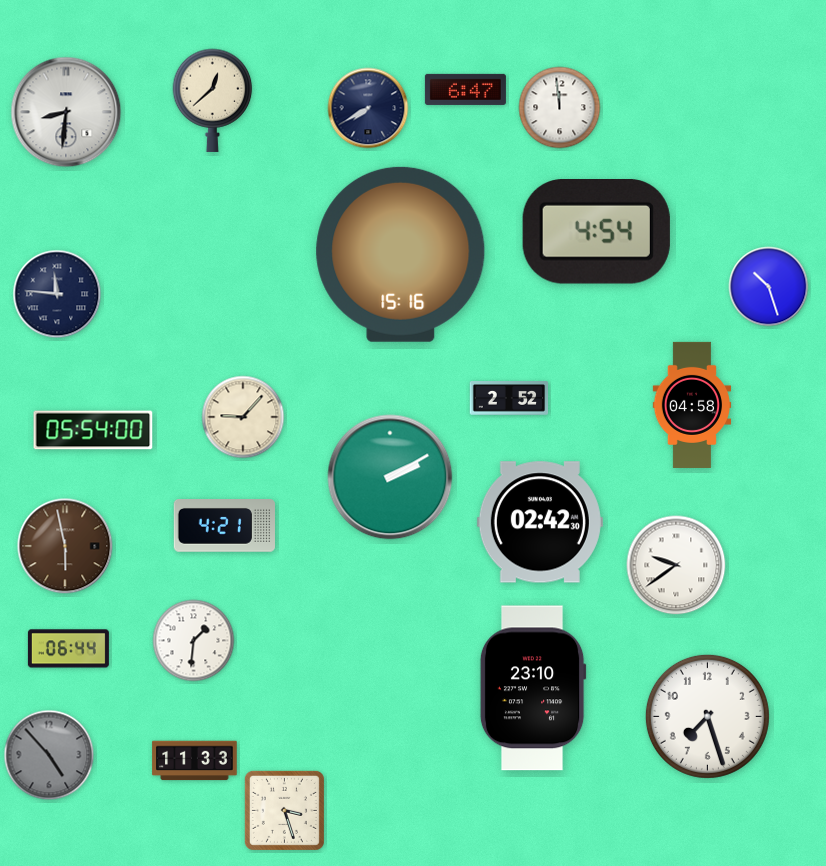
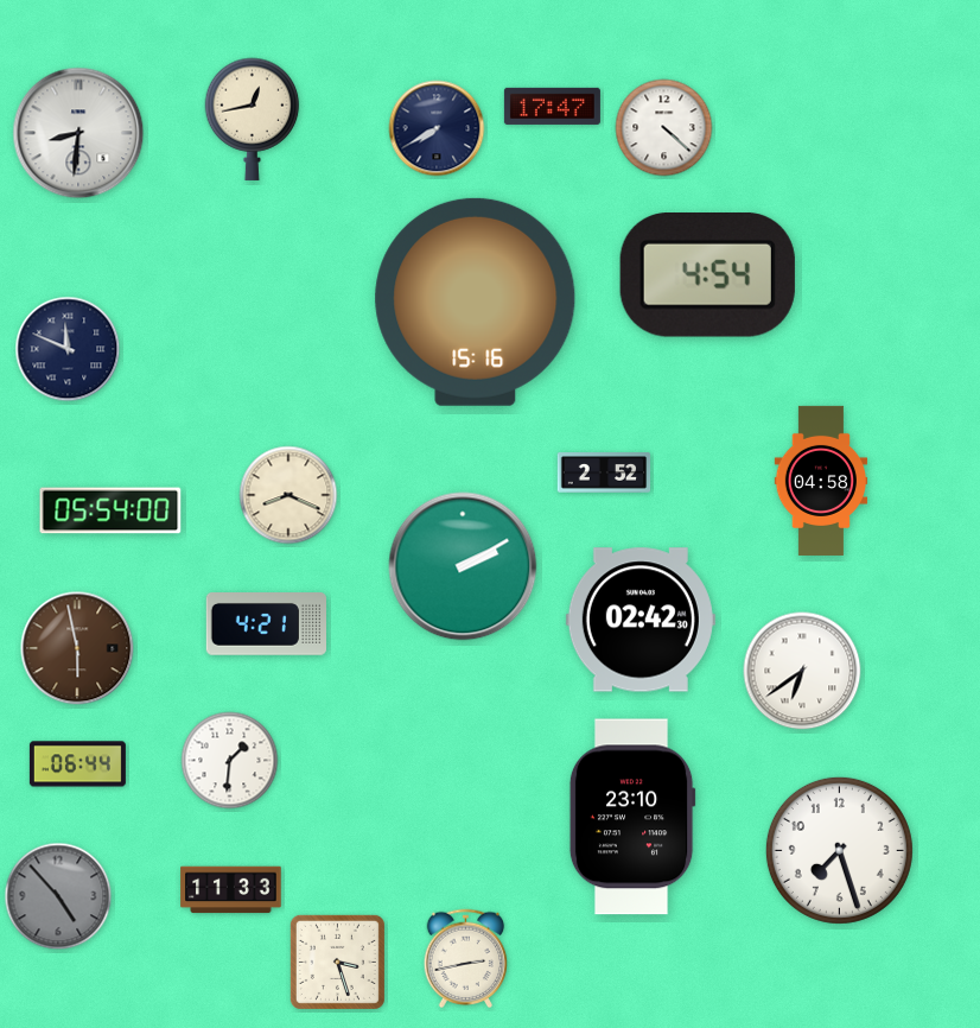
clock at (465, 89): 6:47 -> 17:47
clock at (213, 100): 12:38 -> 12:43
clock at (560, 108): 11:59 -> 4:22
clock at (769, 287): 10:27 -> none
clock at (57, 294): 11:46 -> 11:49
clock at (243, 417): 9:07 -> 8:19
clock at (676, 565): 9:39 -> 6:39
clock at (68, 649) position: (68, 649) -> (77, 764)
clock at (195, 761) position: (195, 761) -> (231, 890)
clock at (466, 959): none -> 2:43
